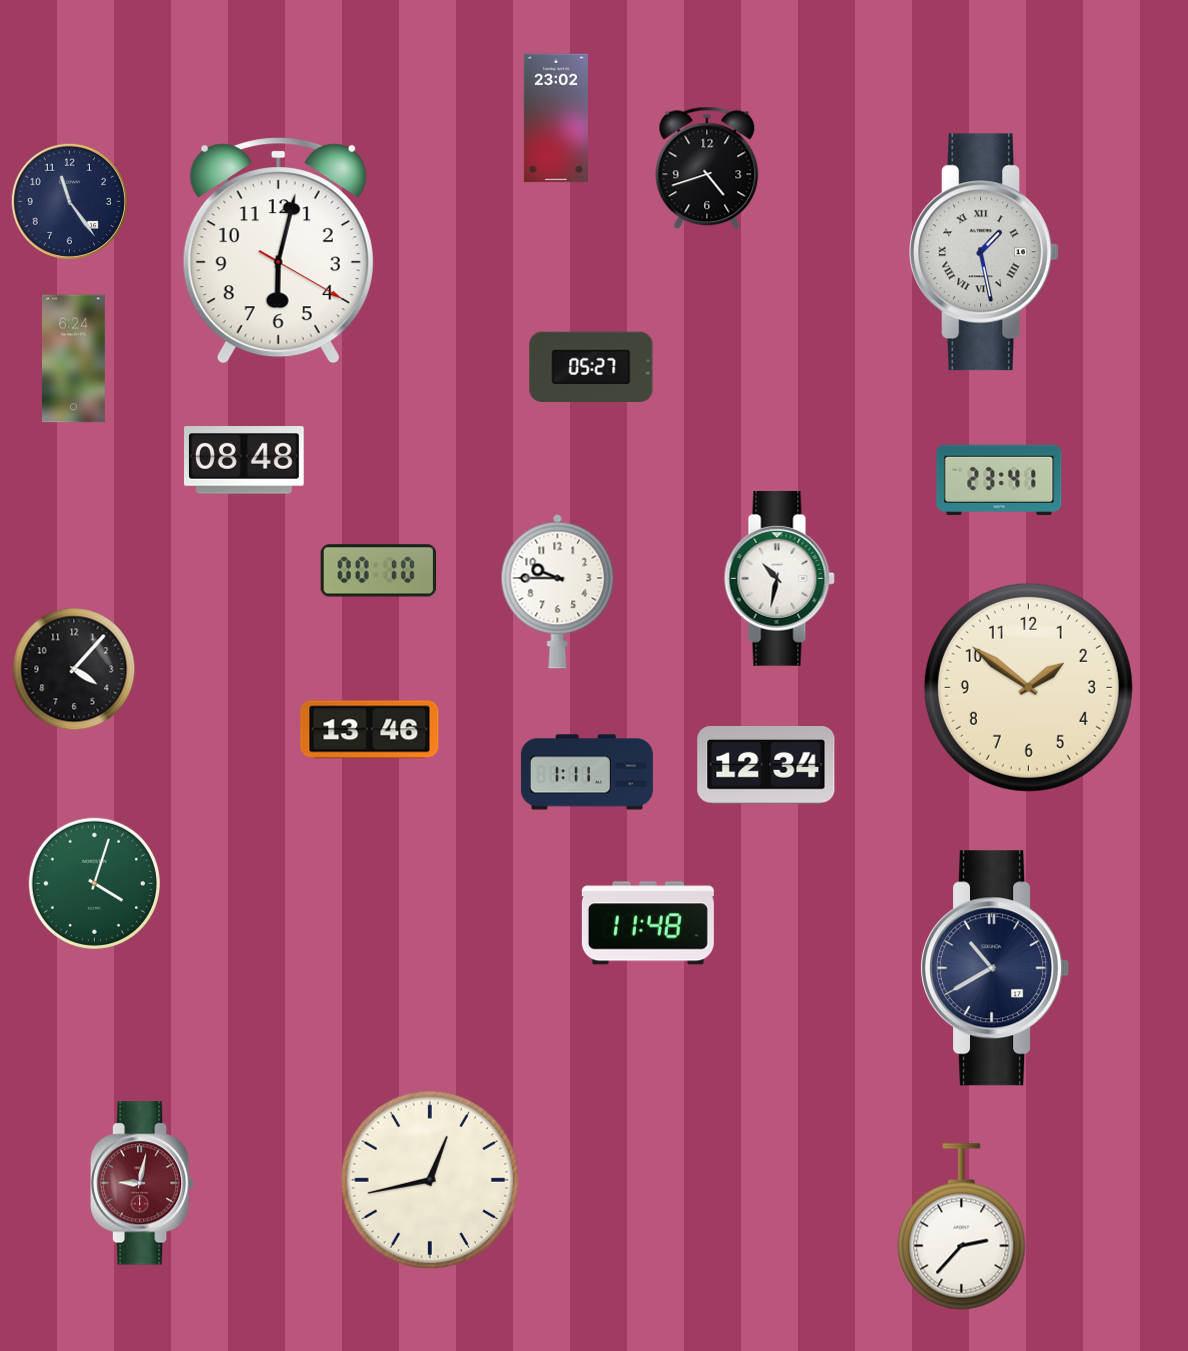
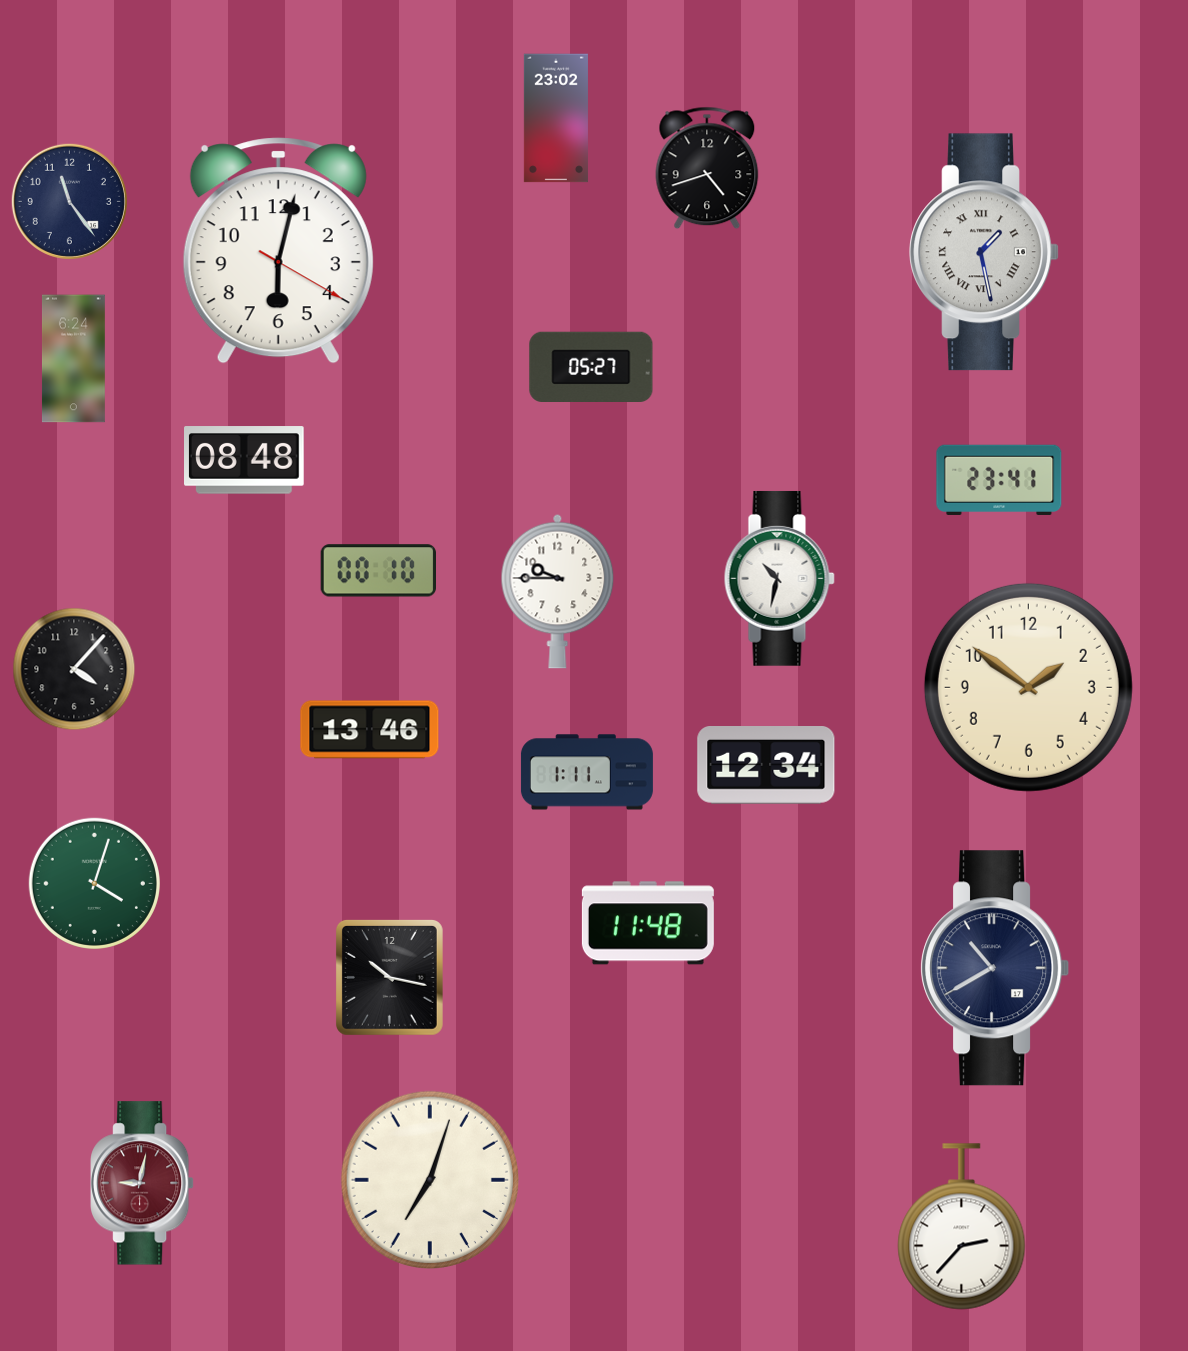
clock at (389, 977): none -> 10:17
clock at (429, 1179): 12:43 -> 7:03
